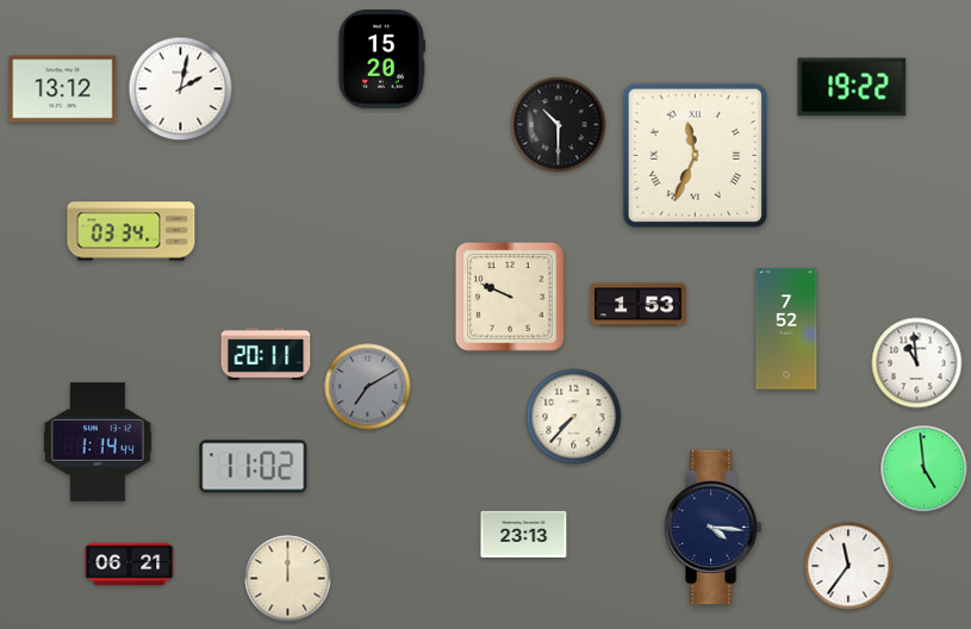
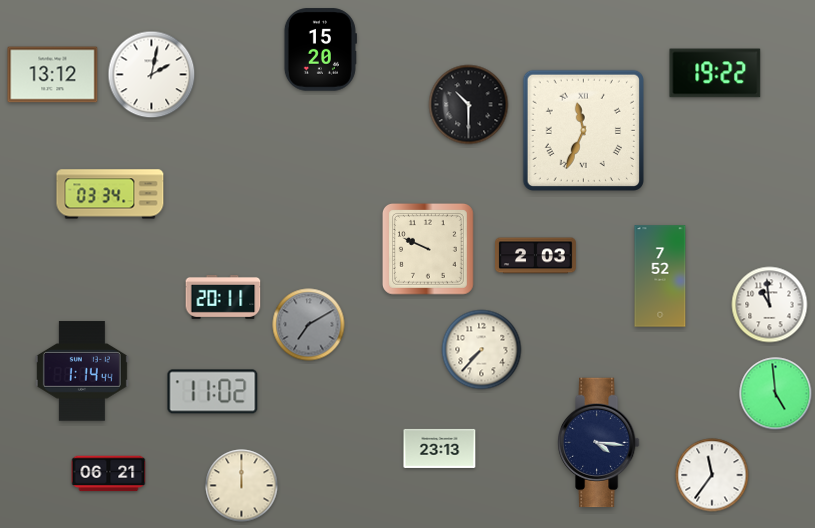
clock at (639, 305): 1:53 -> 2:03
